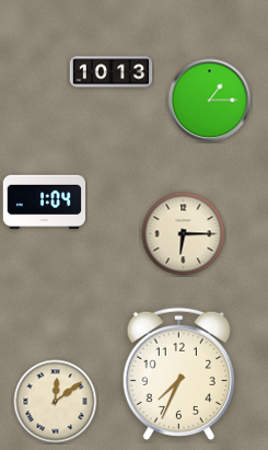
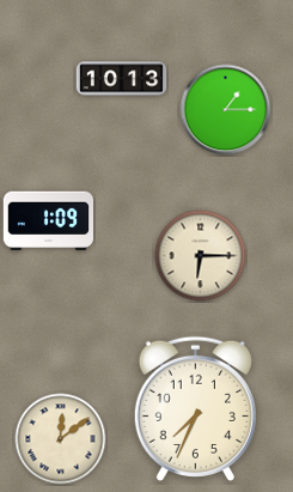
clock at (210, 101) position: (210, 101) -> (226, 110)
clock at (45, 203): 1:04 -> 1:09
